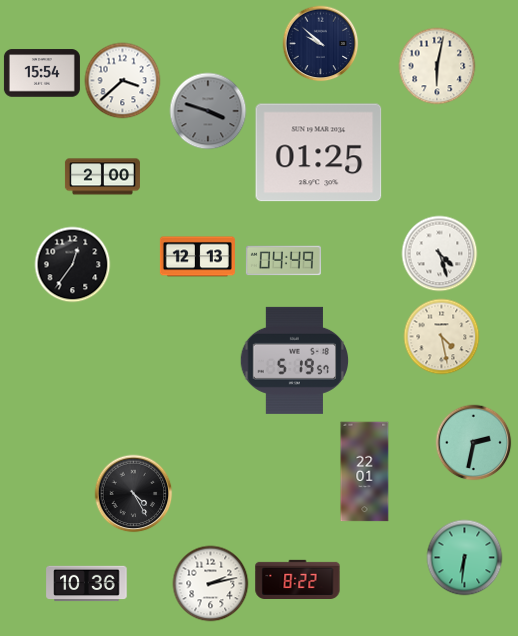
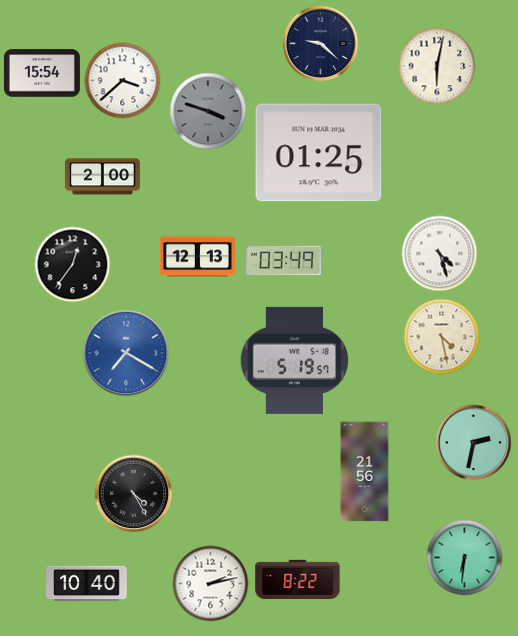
clock at (321, 44): 9:52 -> 9:22
clock at (283, 261): 04:49 -> 03:49
clock at (126, 353): none -> 7:20
clock at (365, 472): 22:01 -> 21:56
clock at (87, 584): 10:36 -> 10:40
